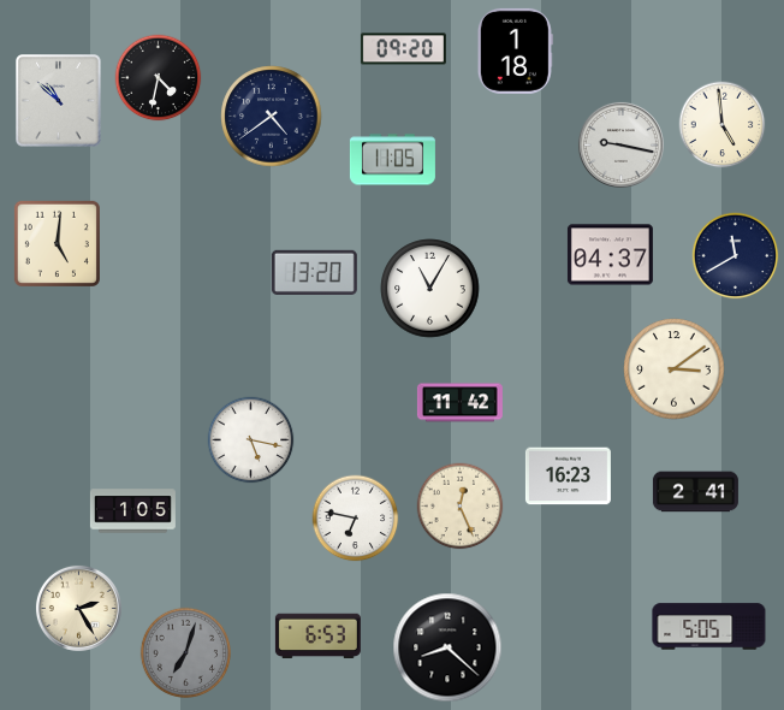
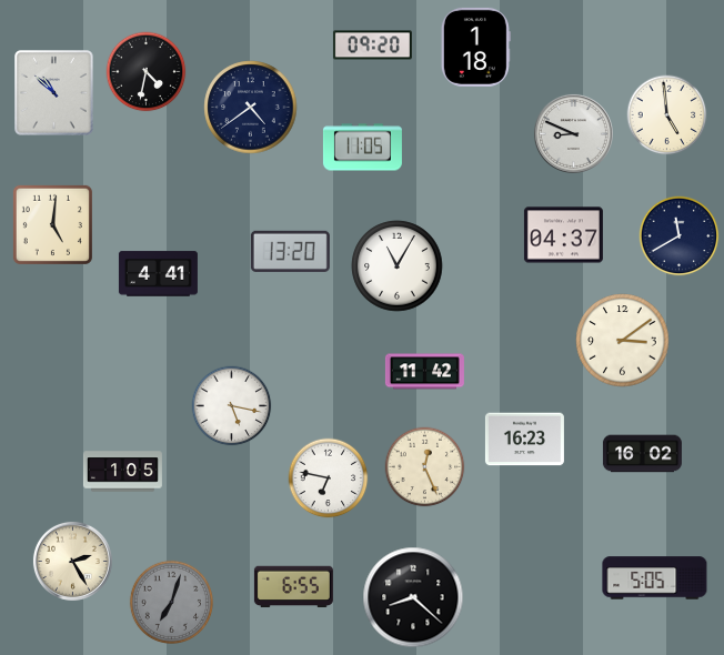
clock at (620, 144): 9:17 -> 8:49
clock at (158, 274): none -> 4:41
clock at (695, 492): 2:41 -> 16:02
clock at (317, 637): 6:53 -> 6:55
